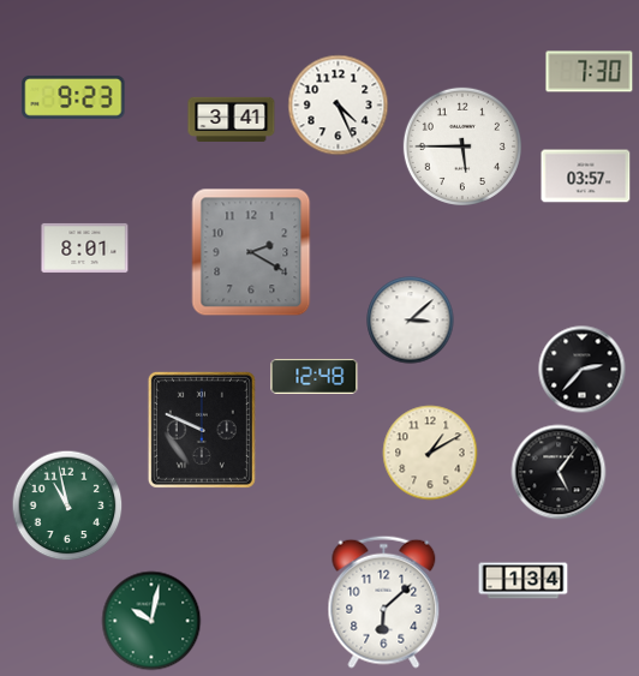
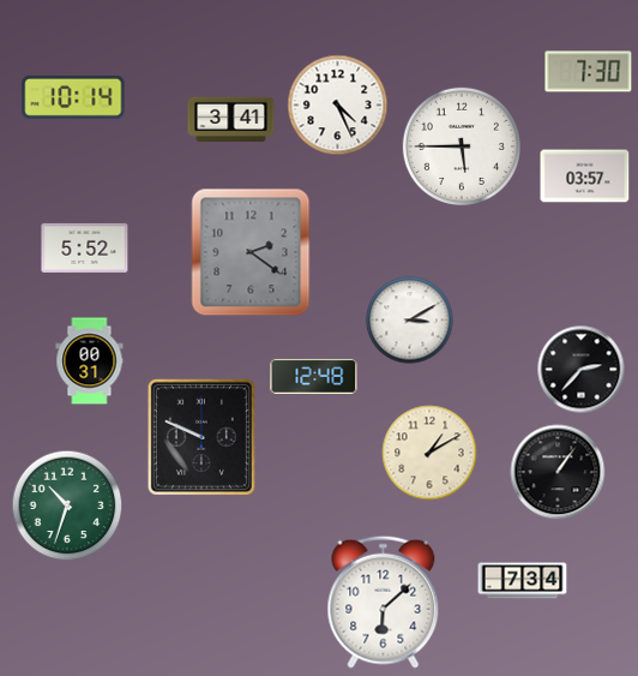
clock at (73, 97): 9:23 -> 10:14
clock at (85, 247): 8:01 -> 5:52
clock at (251, 252): 2:20 -> 2:21
clock at (411, 321): 3:08 -> 3:10
clock at (90, 361): none -> 00:31
clock at (202, 430) position: (202, 430) -> (201, 437)
clock at (559, 472): 5:06 -> 1:06
clock at (67, 505): 10:58 -> 10:33
clock at (524, 581): 1:34 -> 7:34
clock at (151, 621): 10:02 -> none
